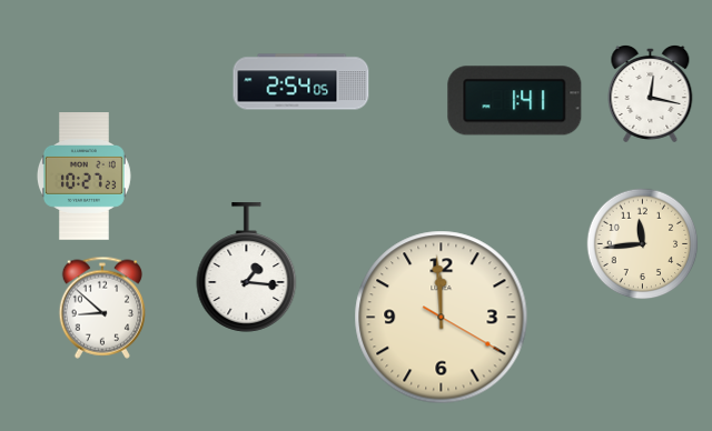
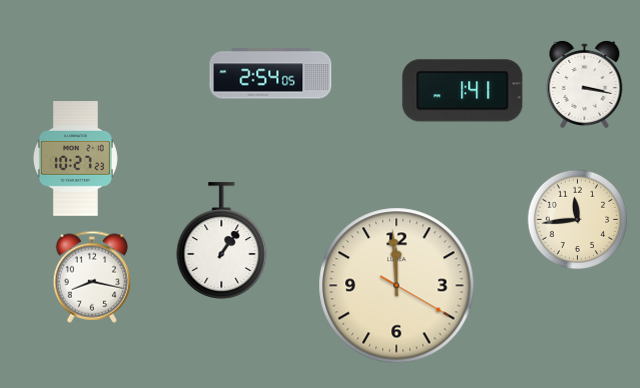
clock at (651, 93): 12:17 -> 3:17
clock at (247, 268): 1:16 -> 1:06
clock at (101, 308): 8:52 -> 8:17
